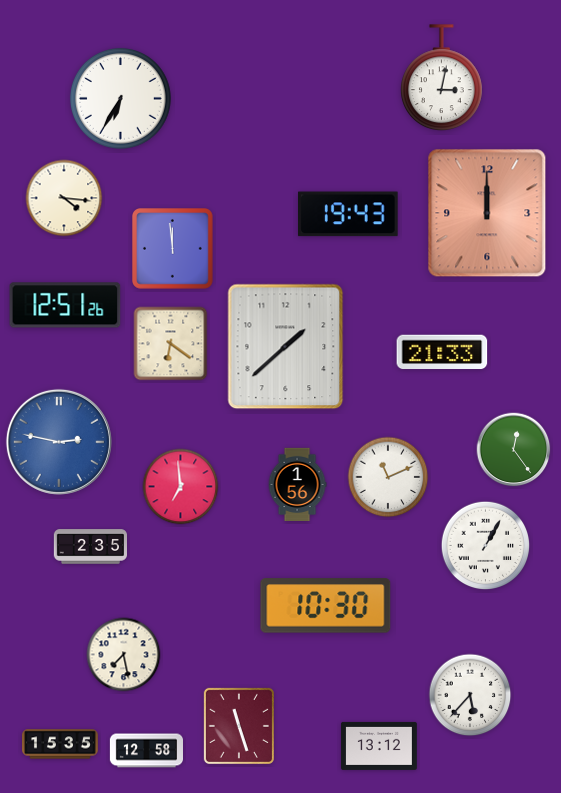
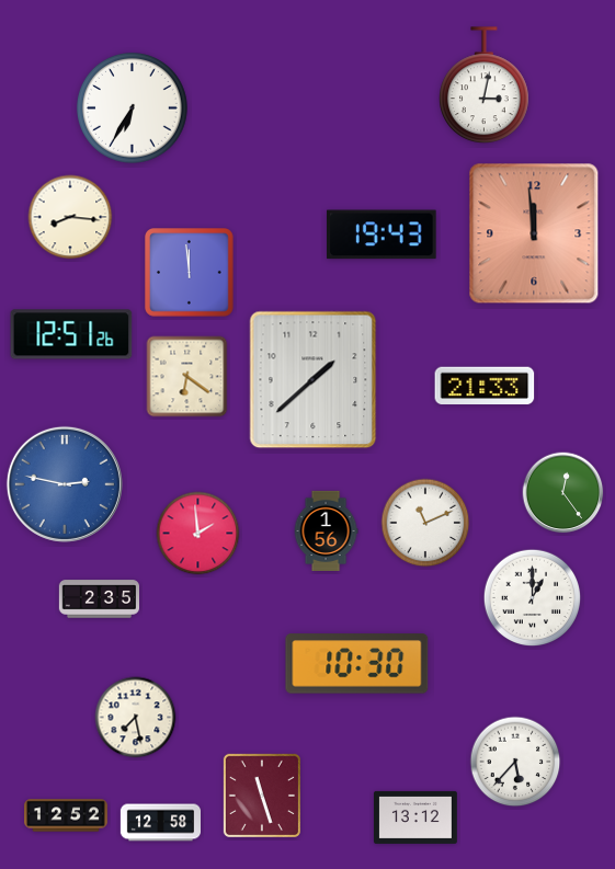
clock at (64, 198): 4:16 -> 8:16
clock at (487, 213): 12:00 -> 11:59
clock at (181, 487): 6:59 -> 1:59
clock at (486, 546): 1:05 -> 1:00
clock at (61, 744): 15:35 -> 12:52
